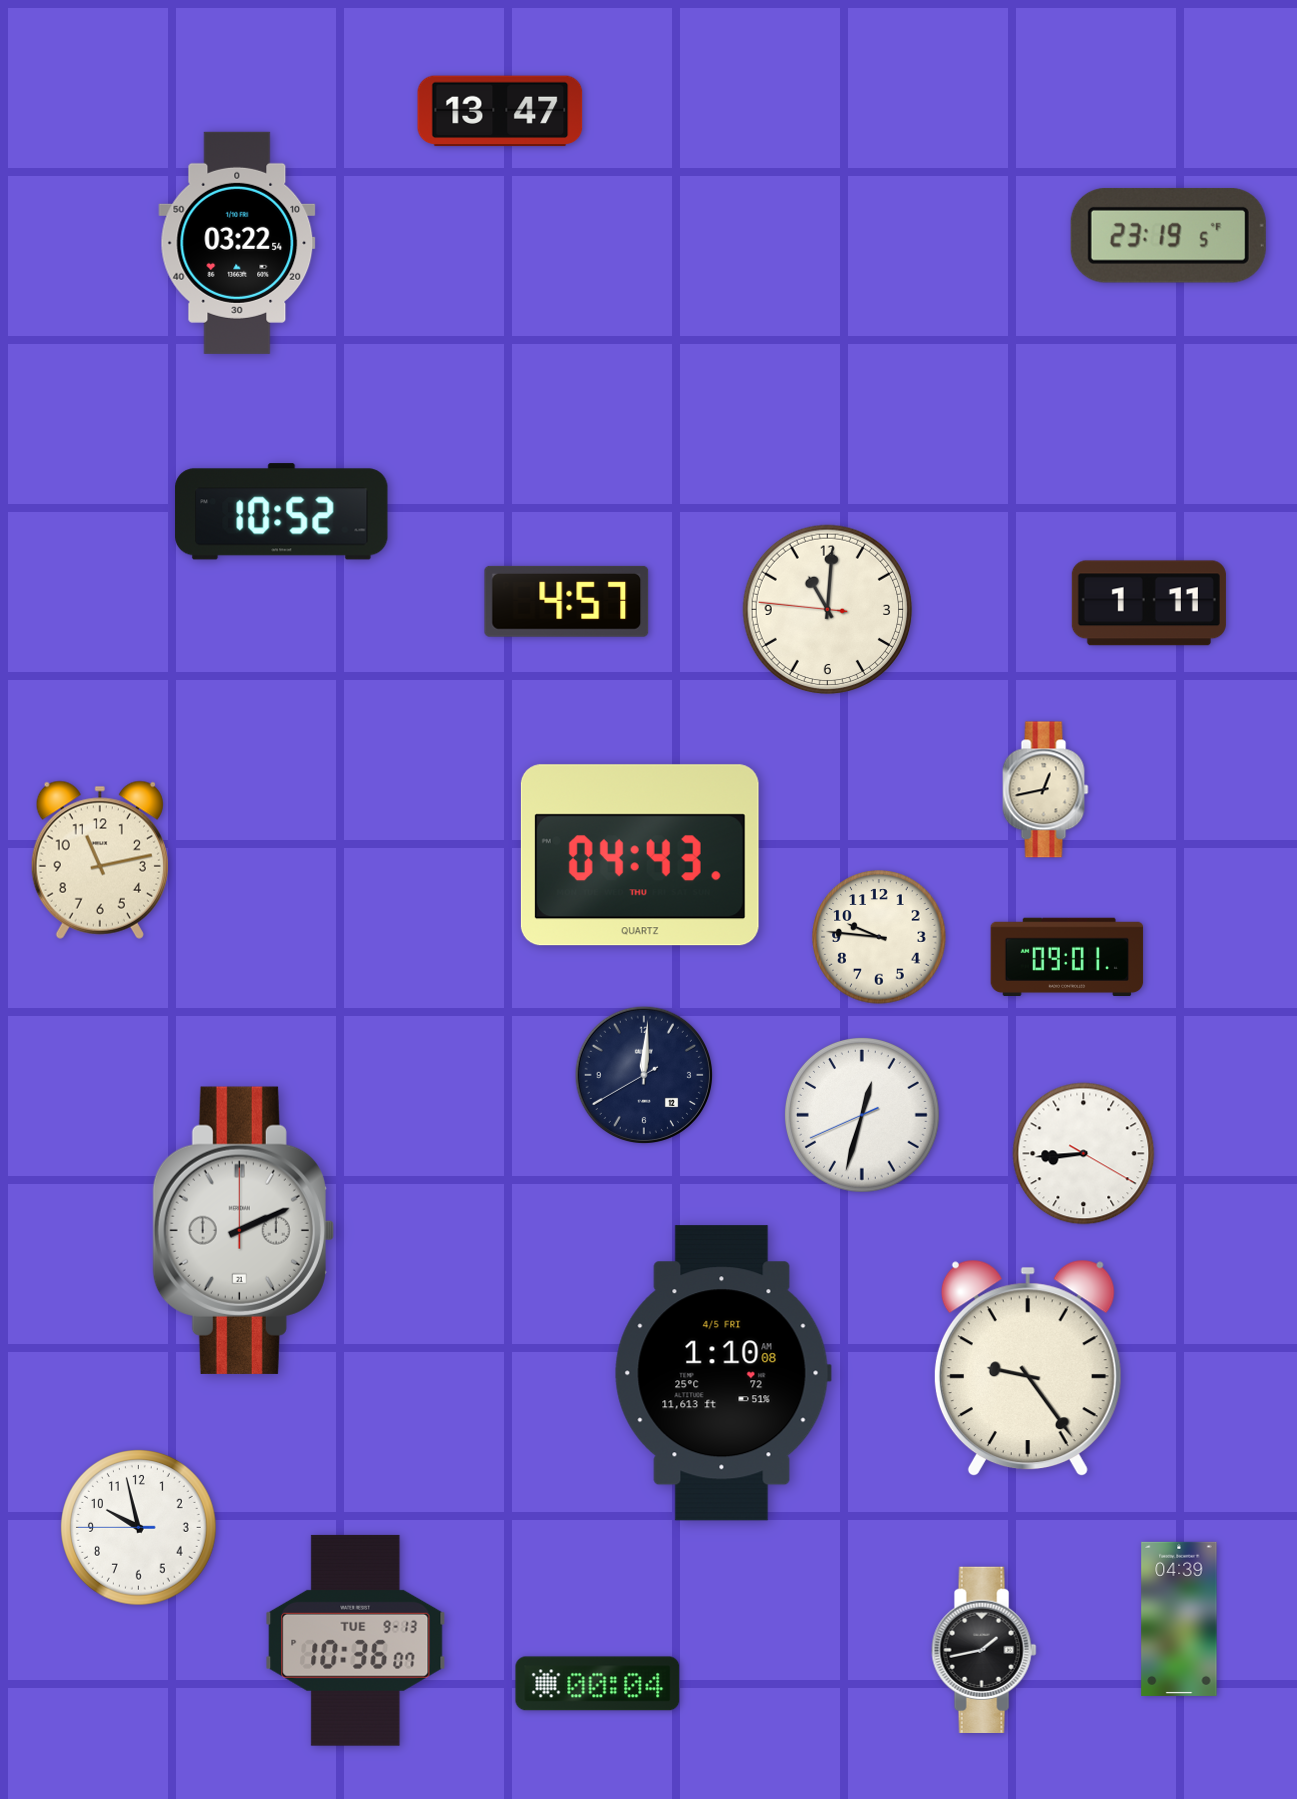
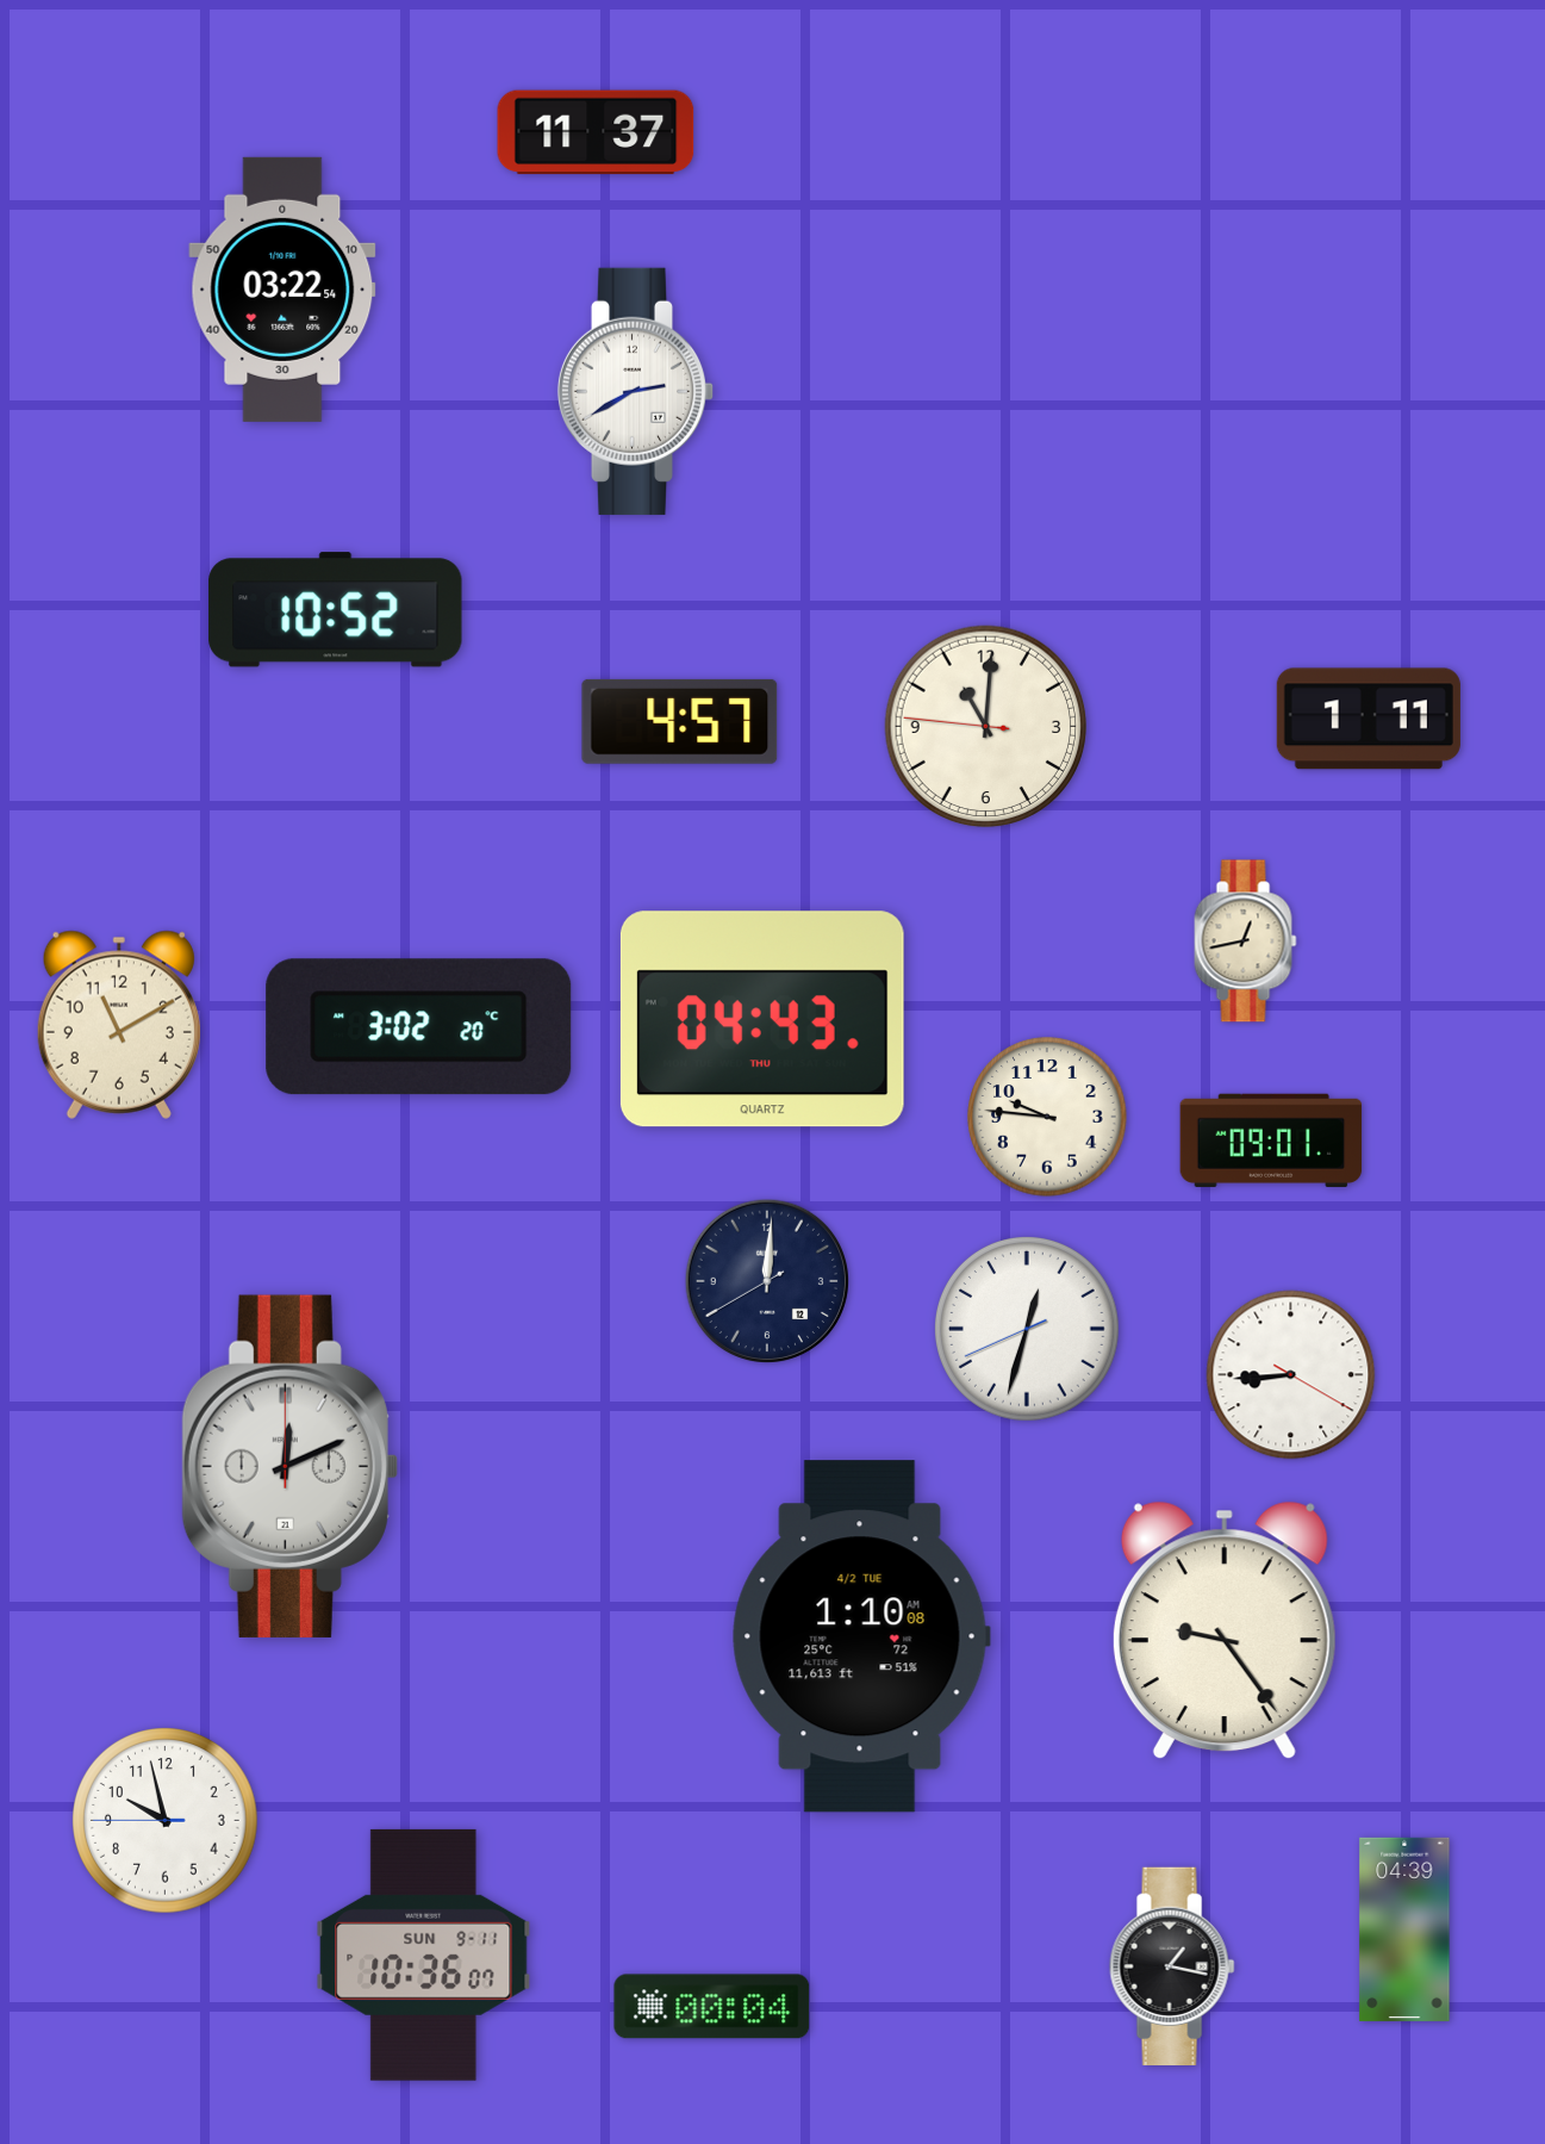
clock at (500, 111): 13:47 -> 11:37
clock at (1168, 235): 23:19 -> none
clock at (636, 391): none -> 2:40
clock at (567, 601) position: (567, 601) -> (680, 721)
clock at (100, 860): 11:13 -> 11:10
clock at (419, 1027): none -> 3:02
clock at (243, 1230): 2:11 -> 12:11
clock at (723, 1373) date: 4/5 FRI -> 4/2 TUE
clock at (356, 1640) date: TUE 9-13 -> SUN 9-11
clock at (984, 1649): 1:43 -> 1:17
